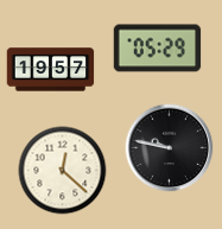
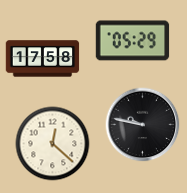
clock at (51, 70): 19:57 -> 17:58
